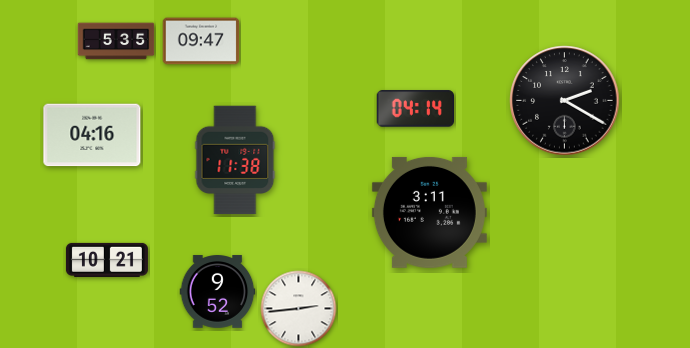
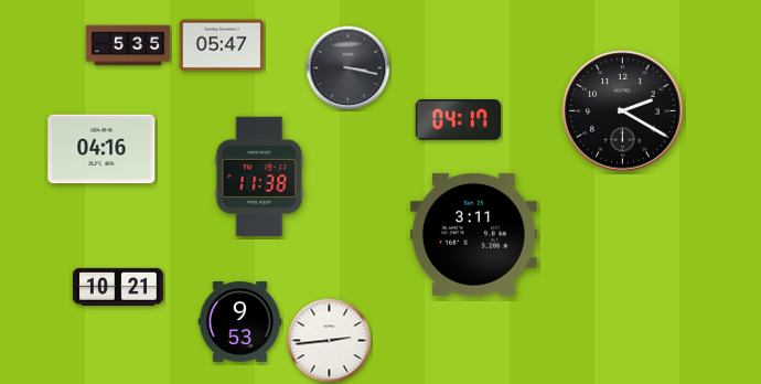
clock at (201, 41): 09:47 -> 05:47
clock at (349, 68): none -> 3:17
clock at (415, 109): 04:14 -> 04:17
clock at (218, 292): 9:52 -> 9:53
